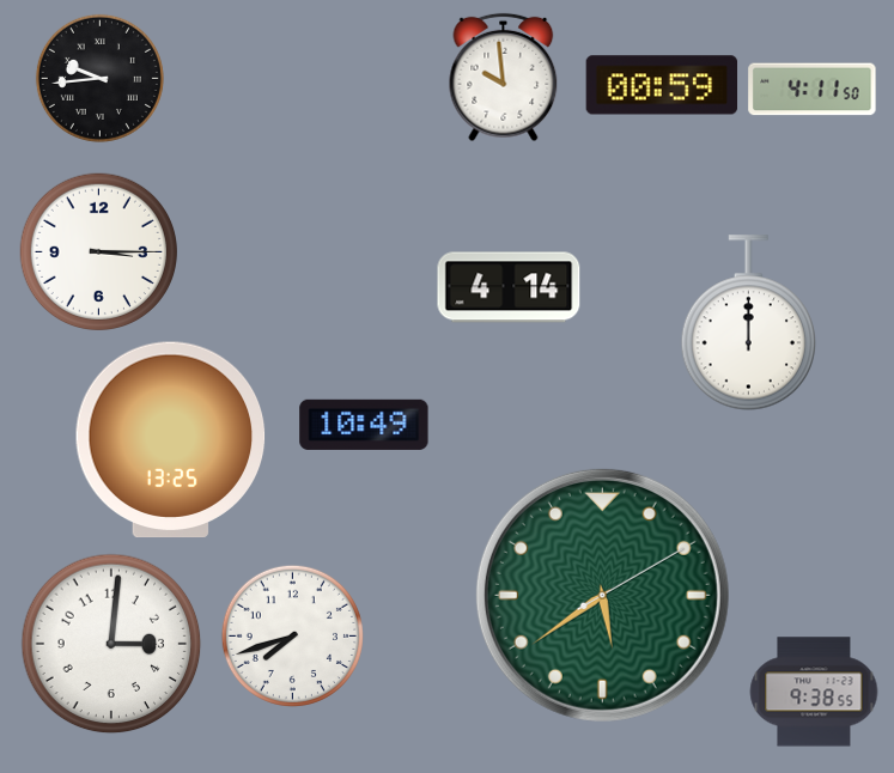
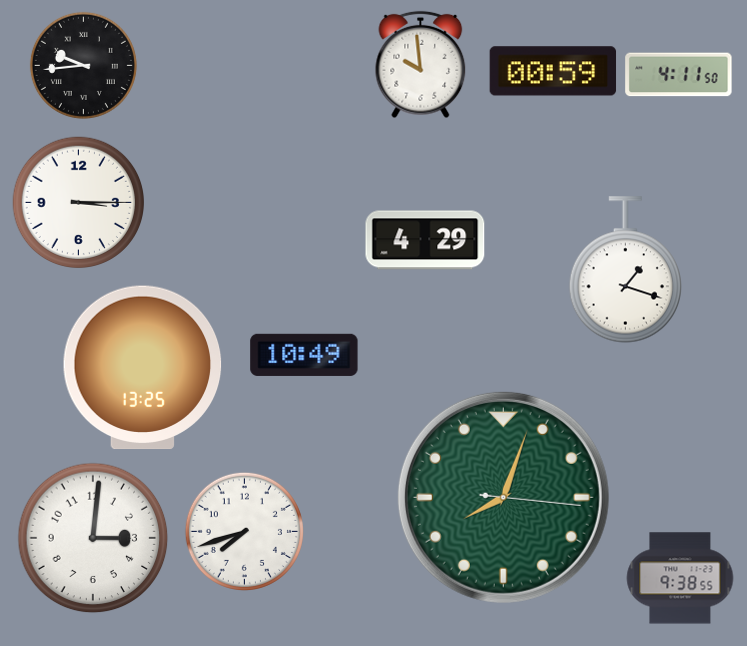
clock at (98, 251) position: (98, 251) -> (78, 202)
clock at (509, 287): 4:14 -> 4:29
clock at (749, 323): 12:00 -> 1:18
clock at (602, 595): 5:39 -> 8:03
